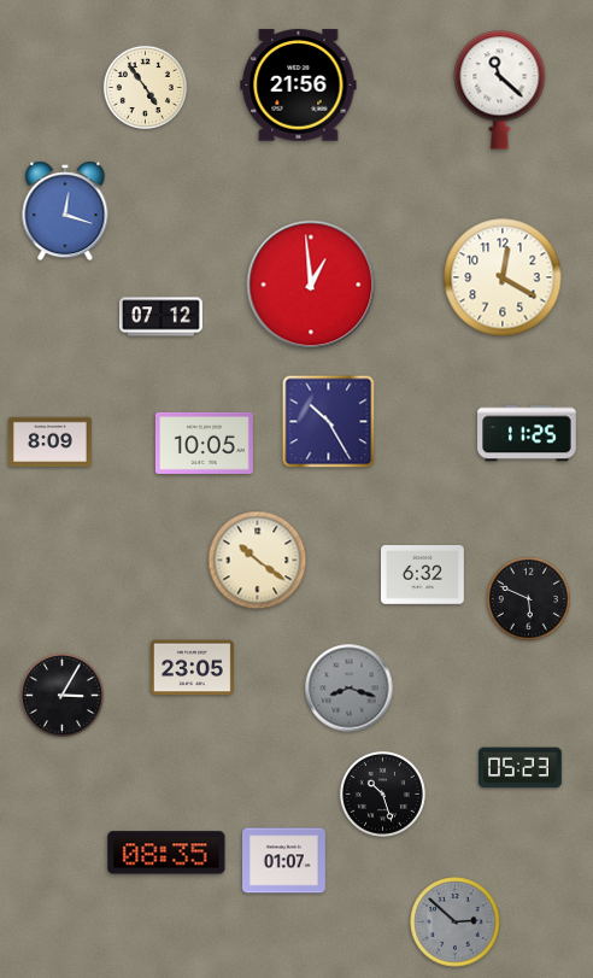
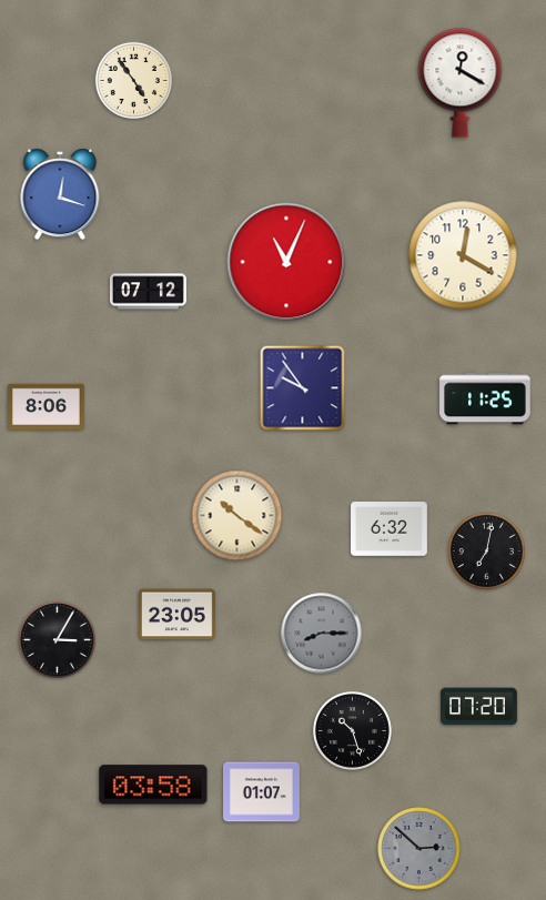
clock at (299, 86): 21:56 -> none
clock at (500, 90): 11:22 -> 12:20
clock at (311, 285): 12:59 -> 11:04
clock at (329, 422): 10:25 -> 9:54
clock at (51, 443): 8:09 -> 8:06
clock at (204, 443): 10:05 -> none
clock at (528, 598): 5:49 -> 7:02
clock at (350, 689): 8:18 -> 8:15
clock at (519, 768): 05:23 -> 07:20
clock at (166, 853): 08:35 -> 03:58
